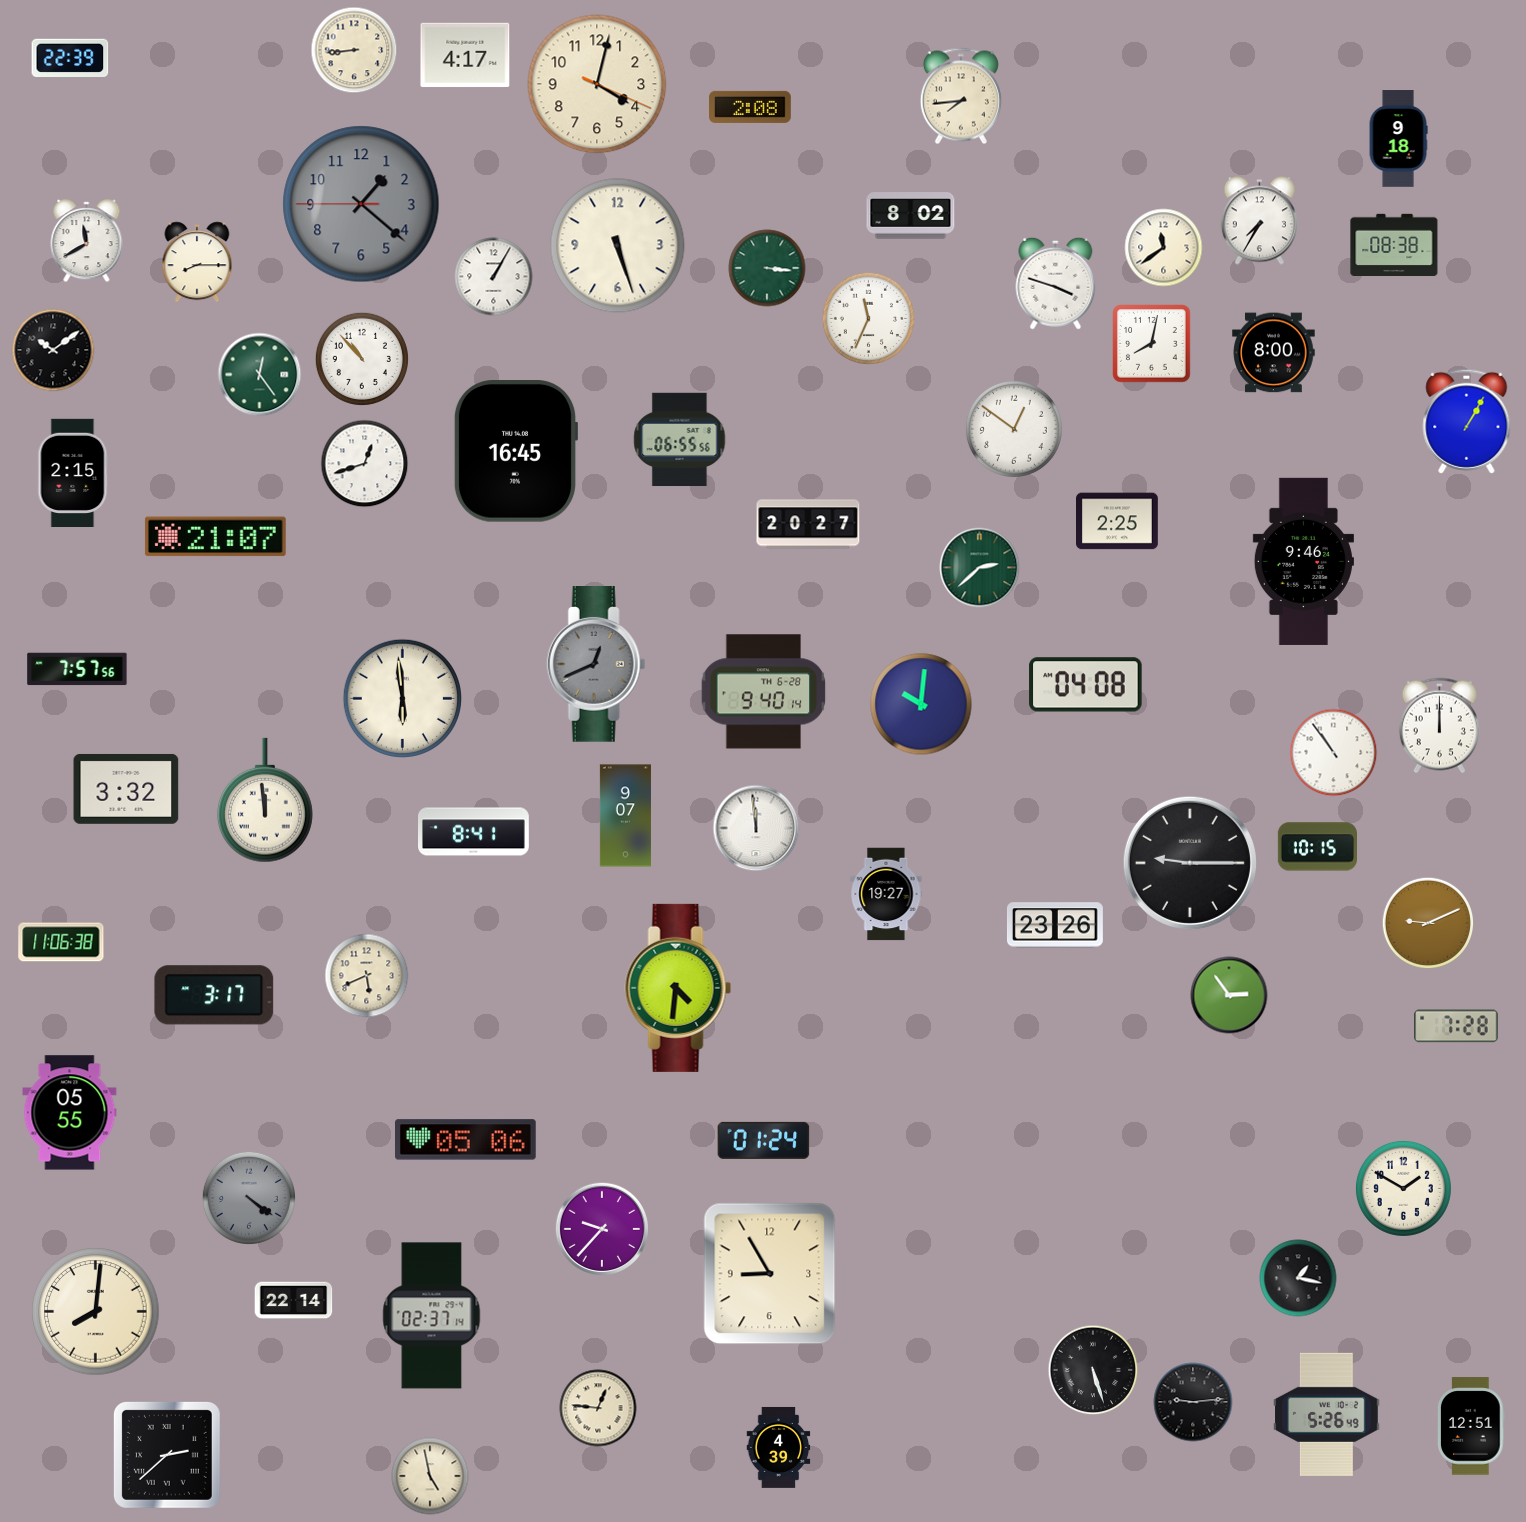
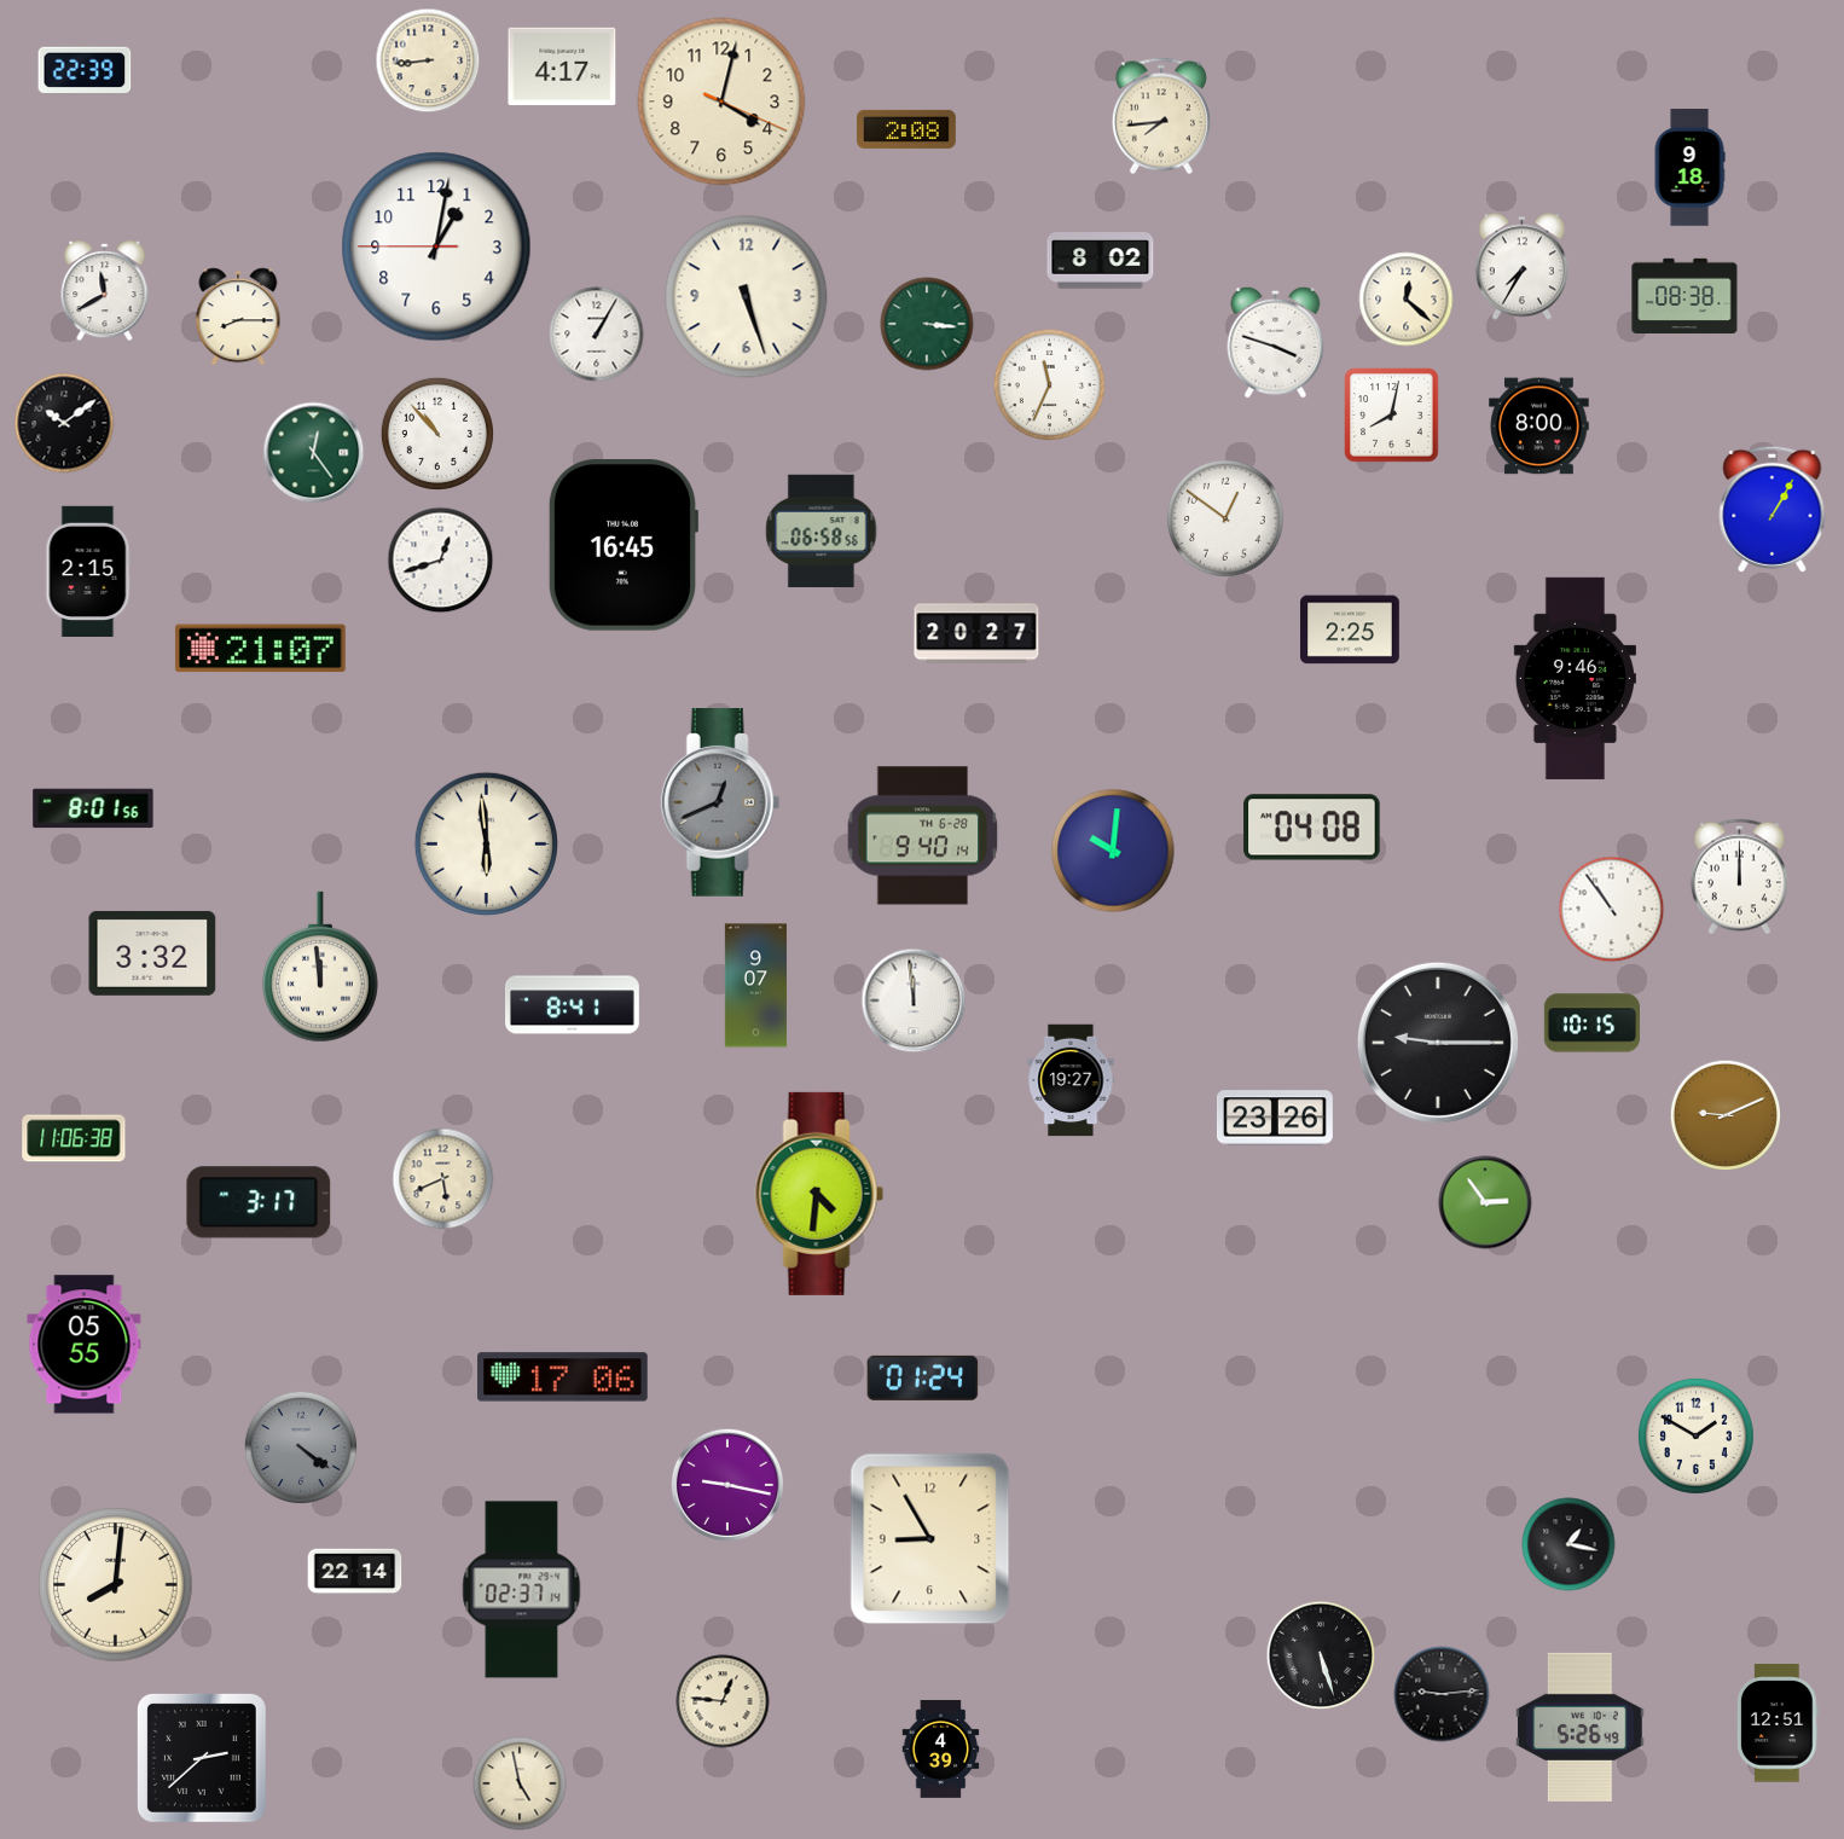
clock at (361, 204): 1:21 -> 1:01
clock at (361, 204) dial: grey -> white
clock at (1164, 248): 11:39 -> 12:22
clock at (680, 440): 06:55 -> 06:58
clock at (980, 568): 2:38 -> none
clock at (77, 669): 7:57 -> 8:01
clock at (1456, 1026): 7:28 -> none
clock at (466, 1140): 05:06 -> 17:06
clock at (601, 1228): 9:37 -> 9:17
clock at (1327, 1414) position: (1327, 1414) -> (1581, 1727)
